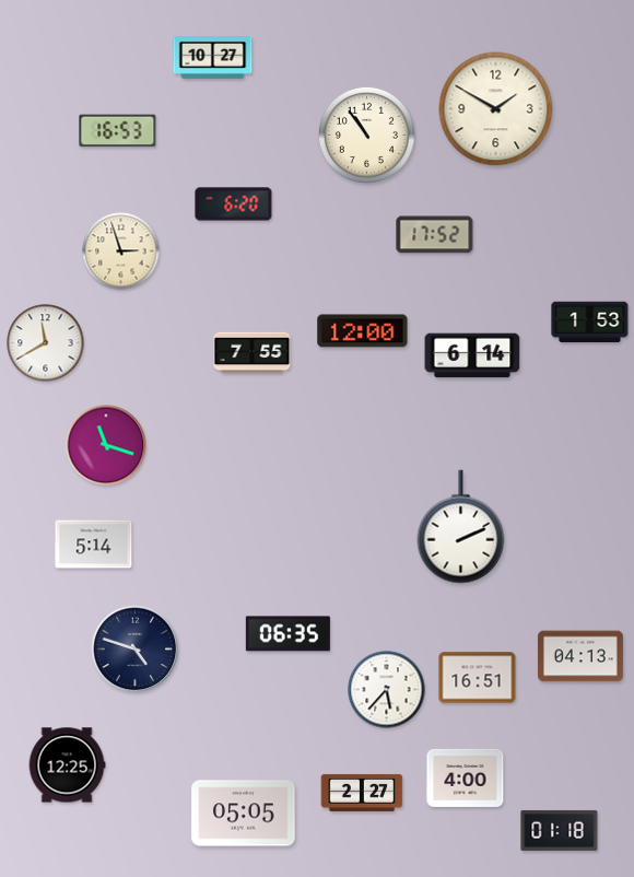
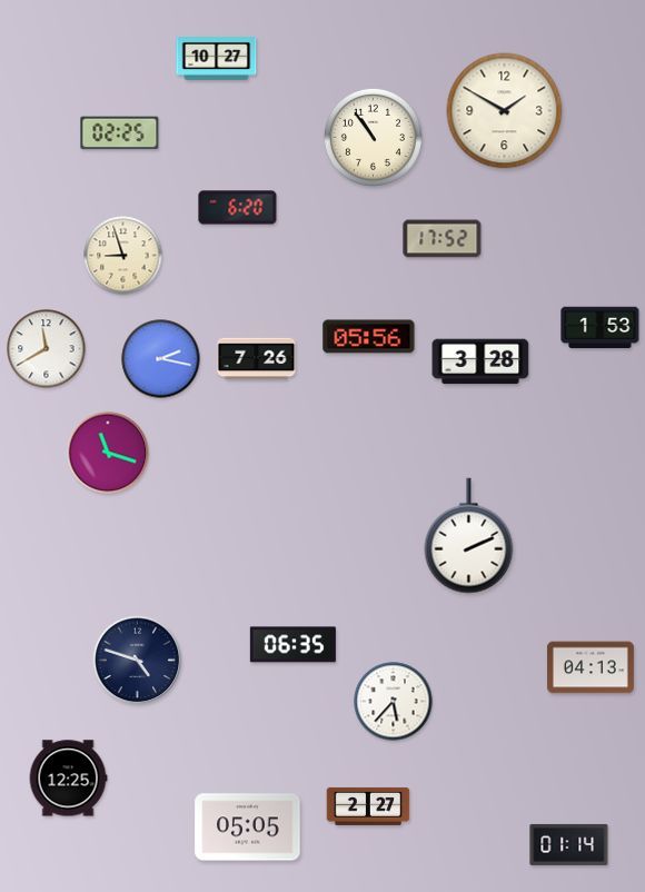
clock at (118, 131): 16:53 -> 02:25
clock at (121, 252): 2:57 -> 8:57
clock at (363, 331): 12:00 -> 05:56
clock at (161, 359): none -> 2:17
clock at (253, 353): 7:55 -> 7:26
clock at (472, 355): 6:14 -> 3:28
clock at (94, 545): 5:14 -> none
clock at (478, 678): 16:51 -> none
clock at (466, 777): 4:00 -> none
clock at (560, 830): 01:18 -> 01:14
